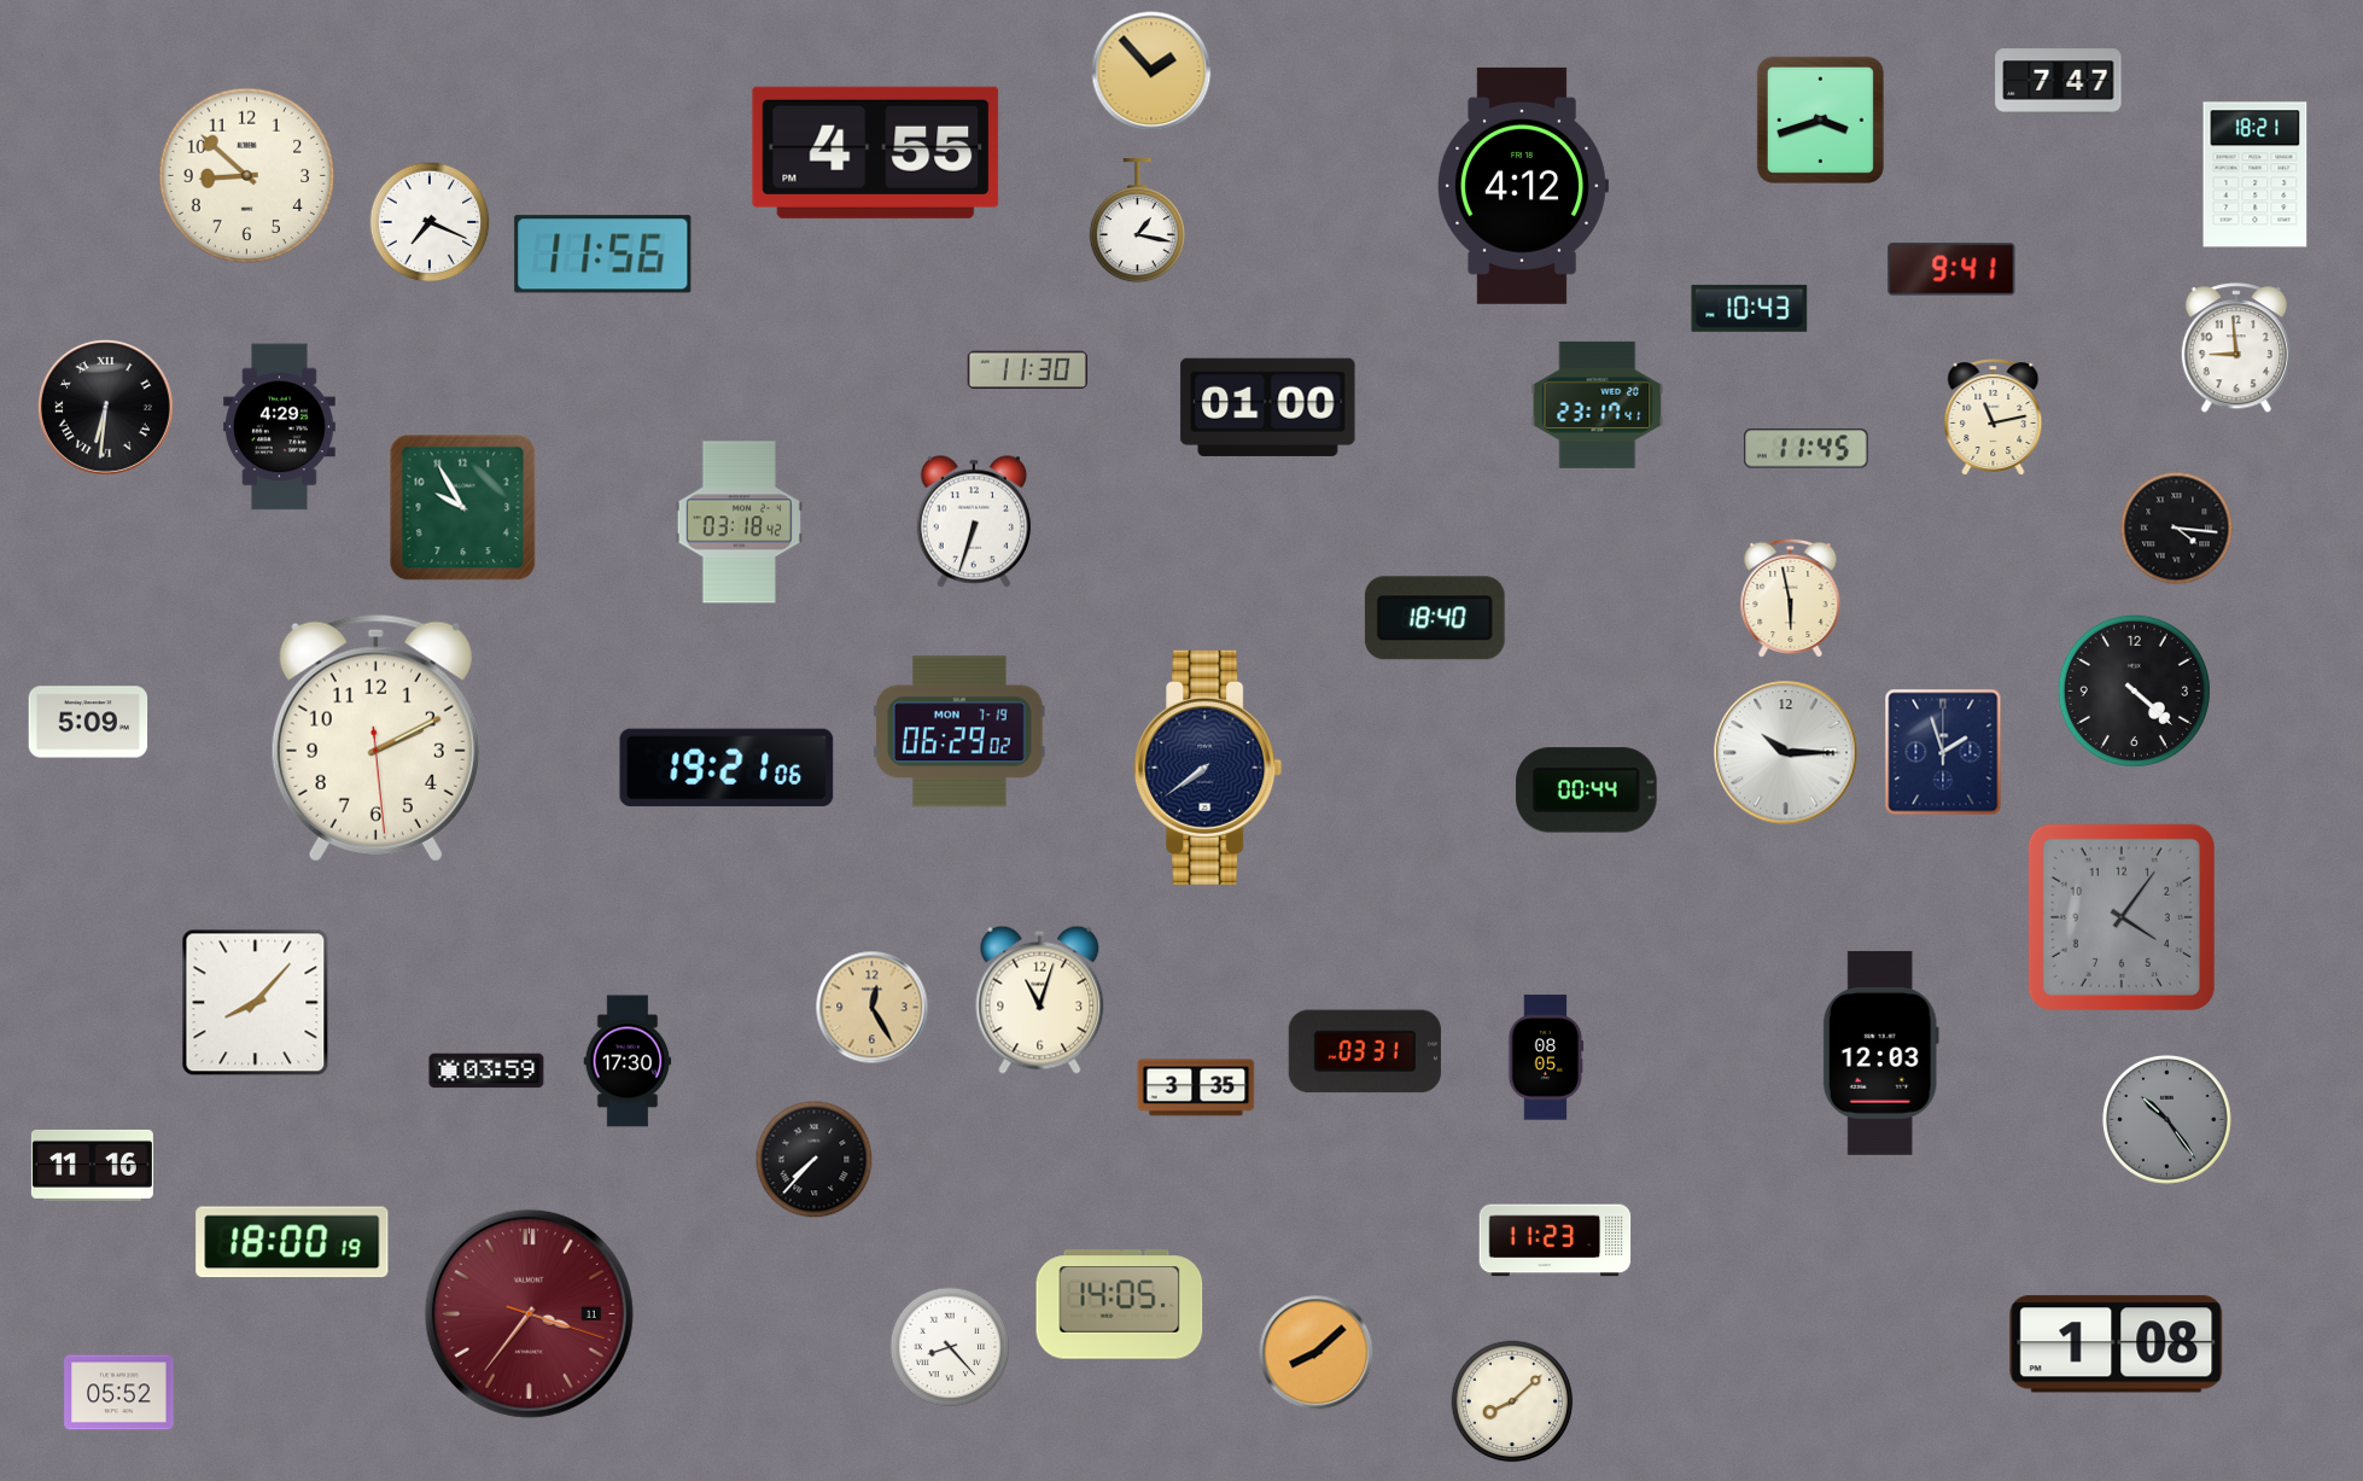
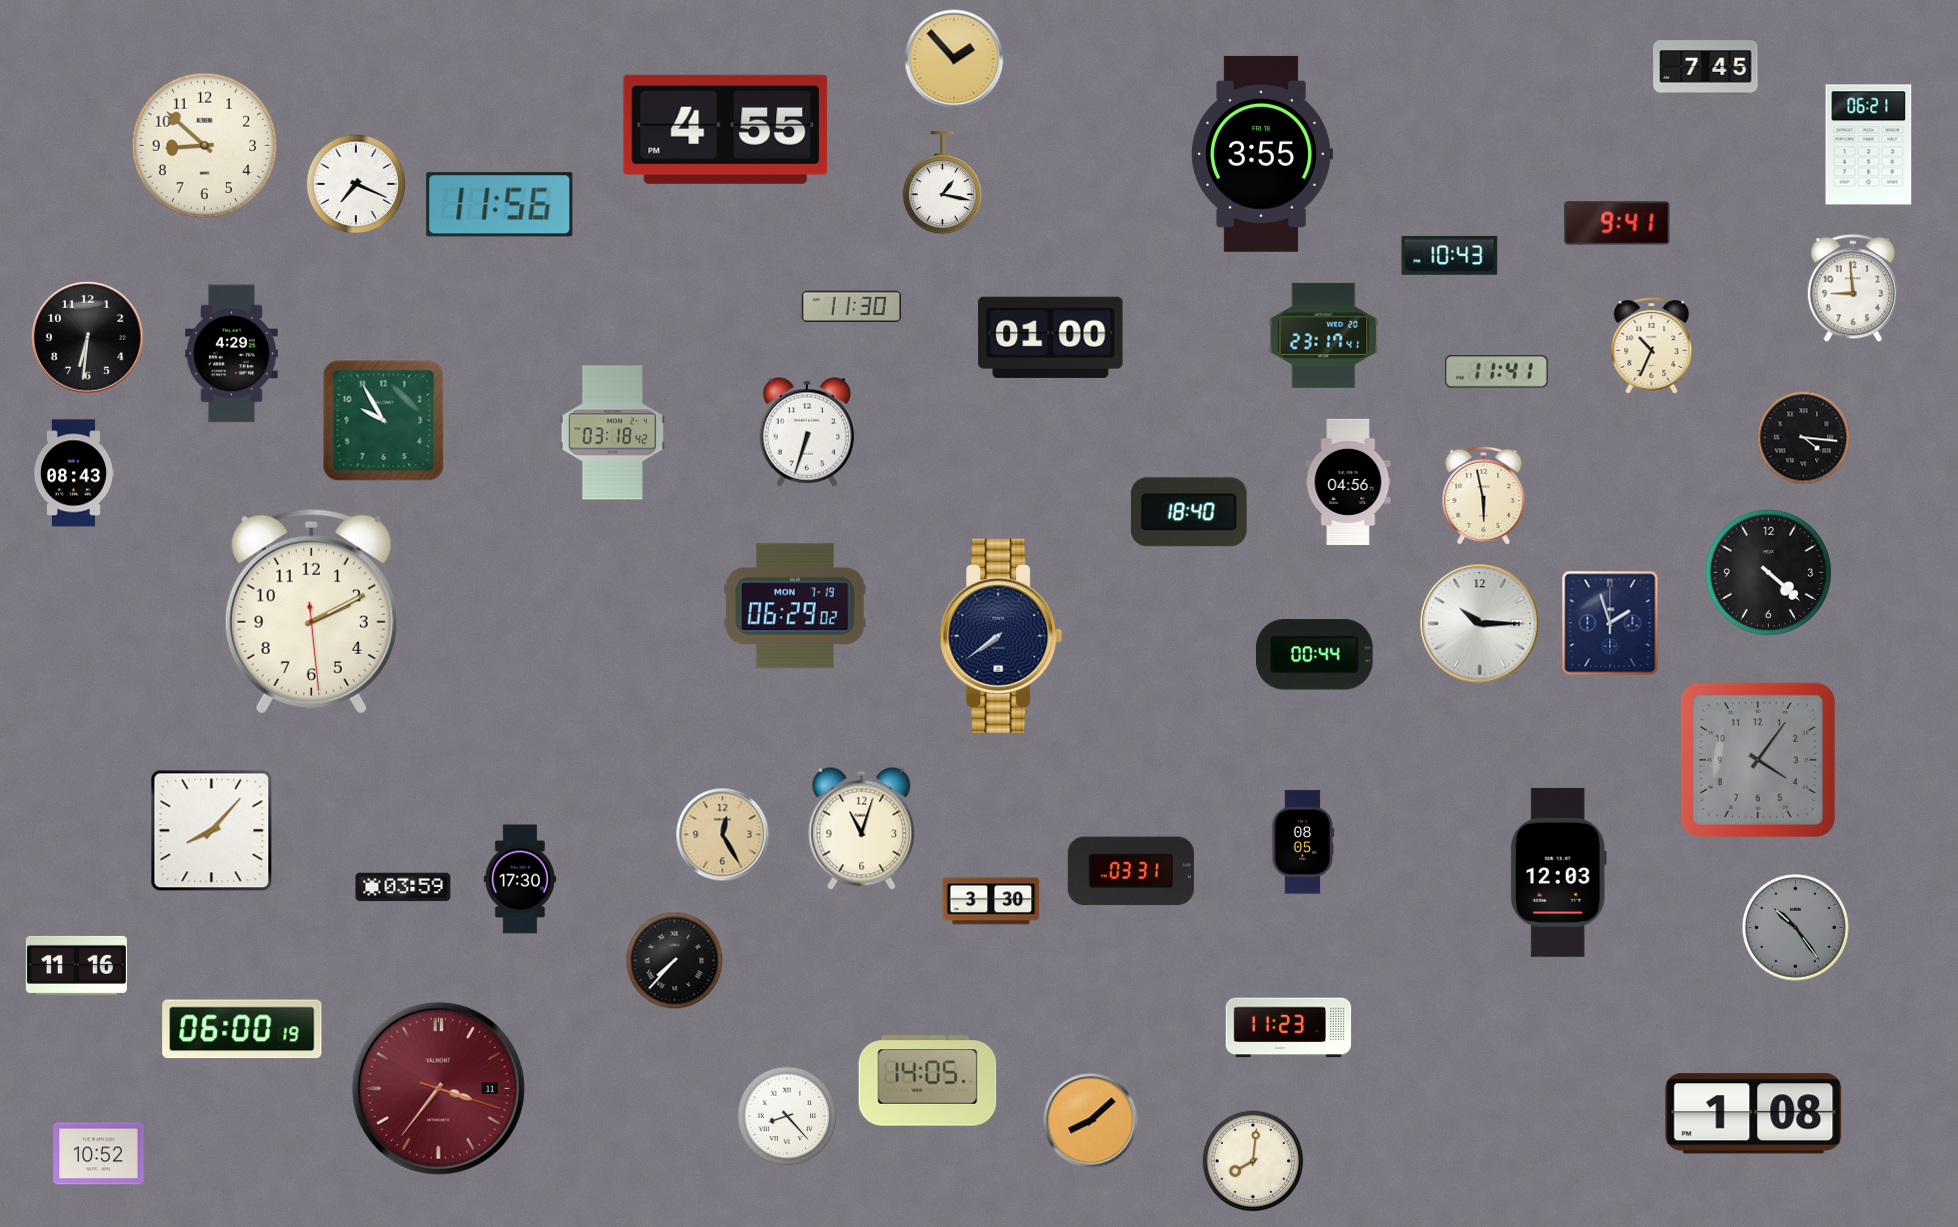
clock at (2059, 82): 7:47 -> 7:45
clock at (1820, 119): 3:42 -> none
clock at (876, 152) position: (876, 152) -> (726, 129)
clock at (2256, 175): 18:21 -> 06:21
clock at (1523, 186): 4:12 -> 3:55
clock at (603, 255) position: (603, 255) -> (500, 205)
clock at (105, 407) numerals: Roman -> Arabic
clock at (1994, 418): 11:13 -> 10:34
clock at (1805, 449): 11:45 -> 11:41
clock at (73, 473): none -> 08:43
clock at (1348, 481): none -> 04:56
clock at (88, 722): 5:09 -> none
clock at (727, 768): 19:21 -> none
clock at (1546, 1057) position: (1546, 1057) -> (1303, 842)
clock at (1196, 1088): 3:35 -> 3:30
clock at (292, 1242): 18:00 -> 06:00
clock at (119, 1393): 05:52 -> 10:52
clock at (1512, 1401): 8:08 -> 8:01
